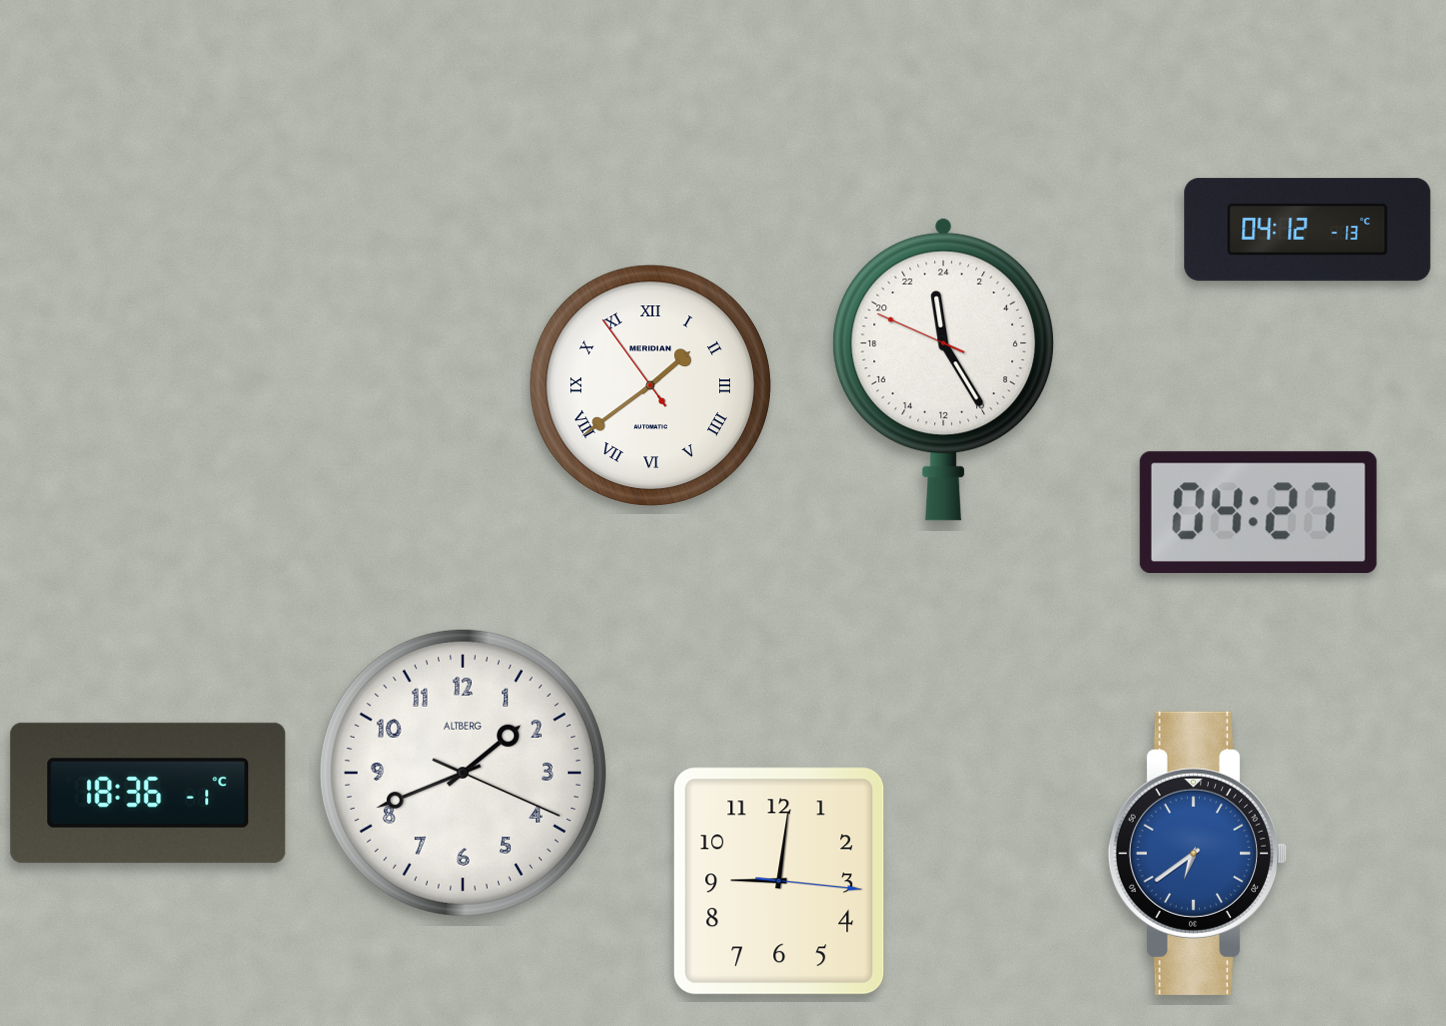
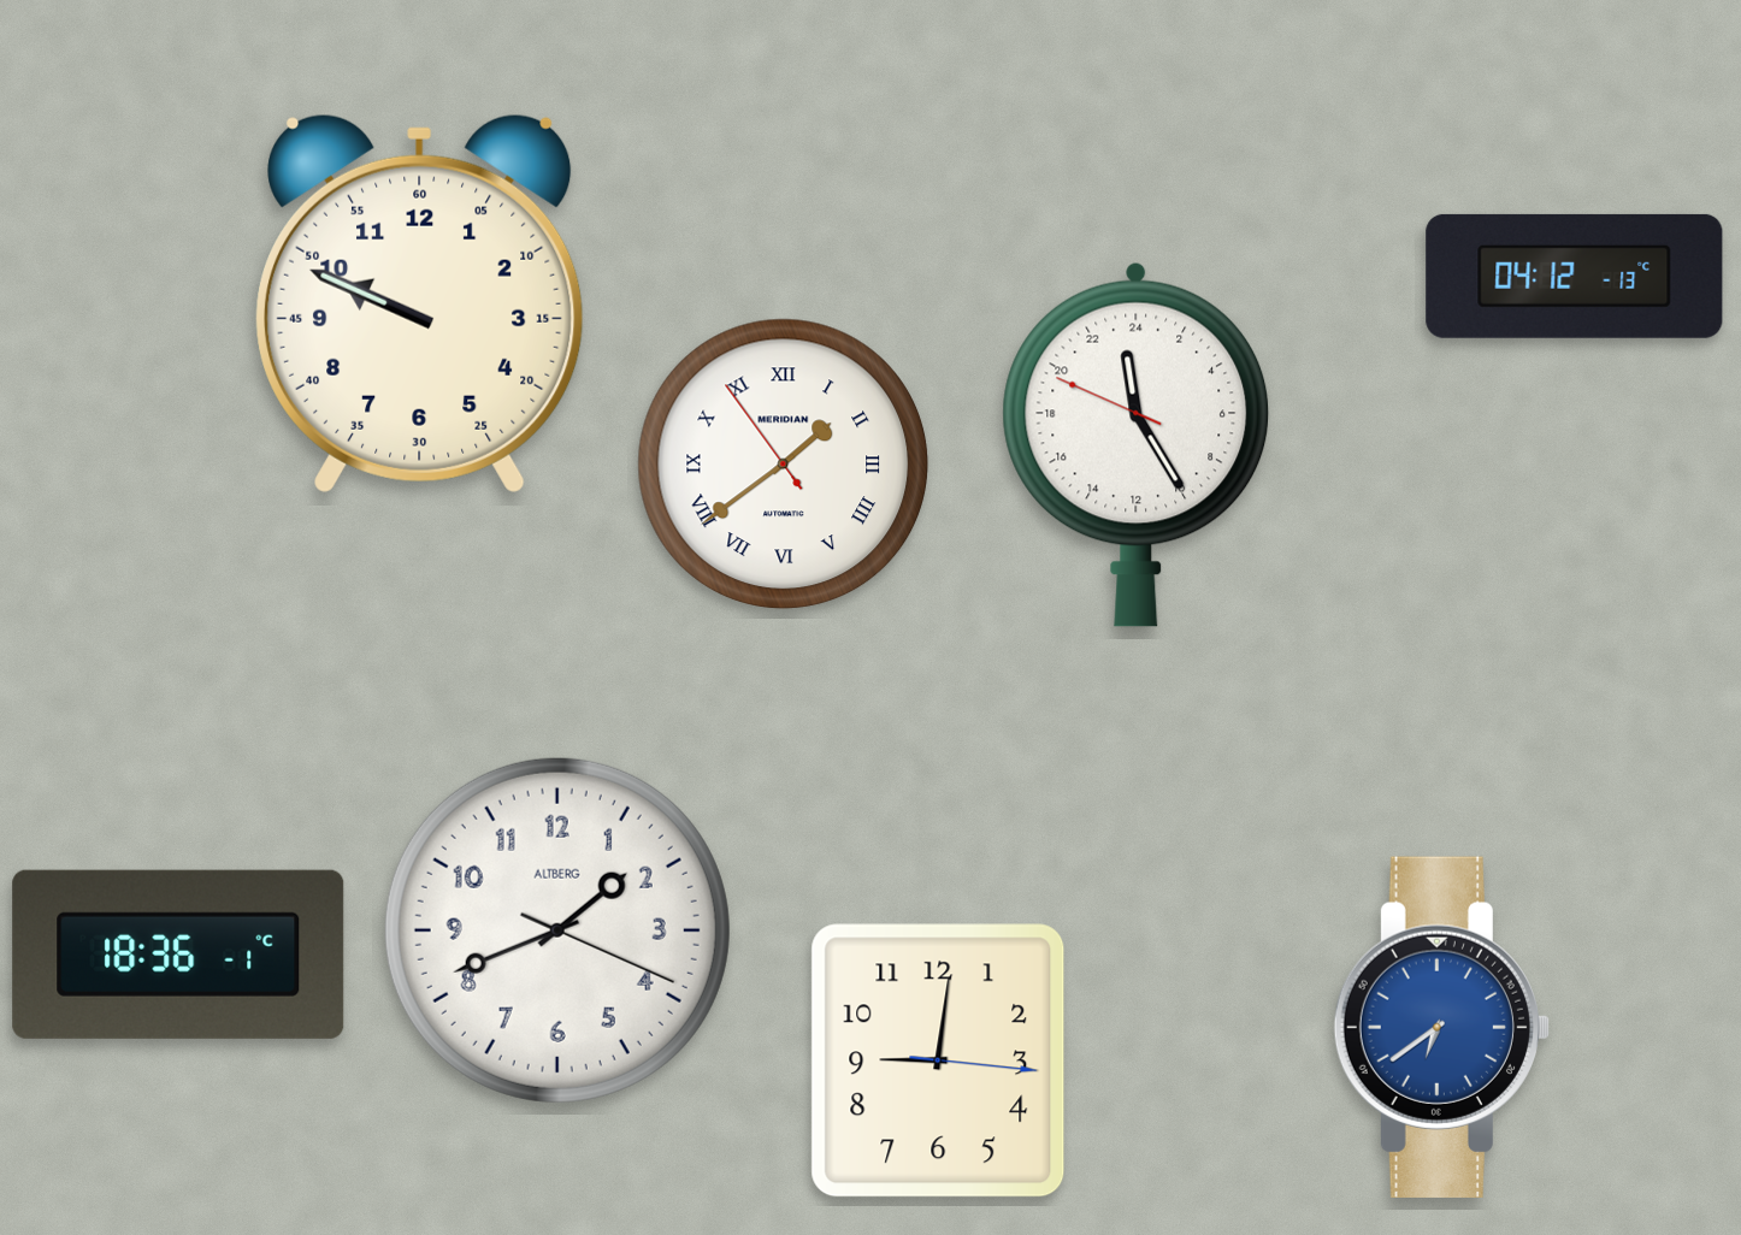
clock at (420, 303): none -> 9:49
clock at (1258, 512): 04:27 -> none
